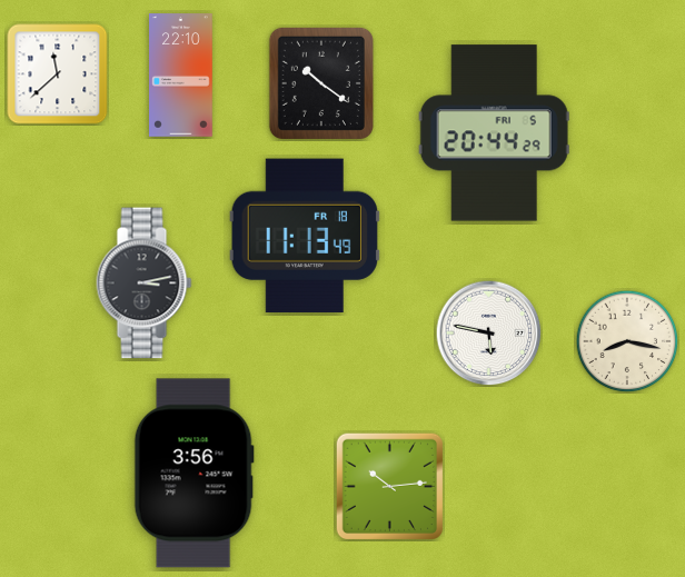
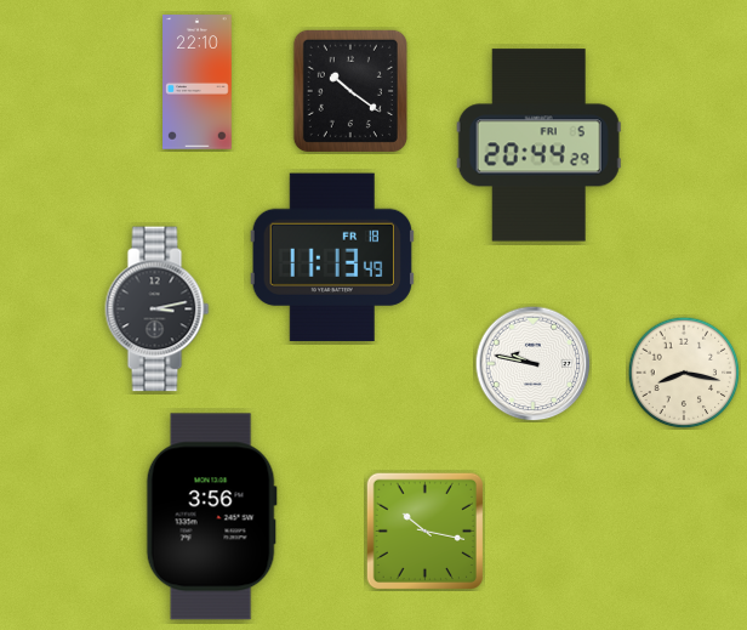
clock at (58, 74): 11:38 -> none
clock at (488, 332): 5:47 -> 9:47
clock at (389, 486): 10:14 -> 10:17
